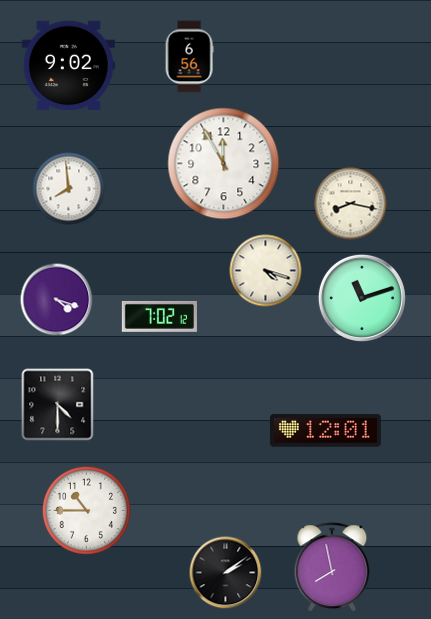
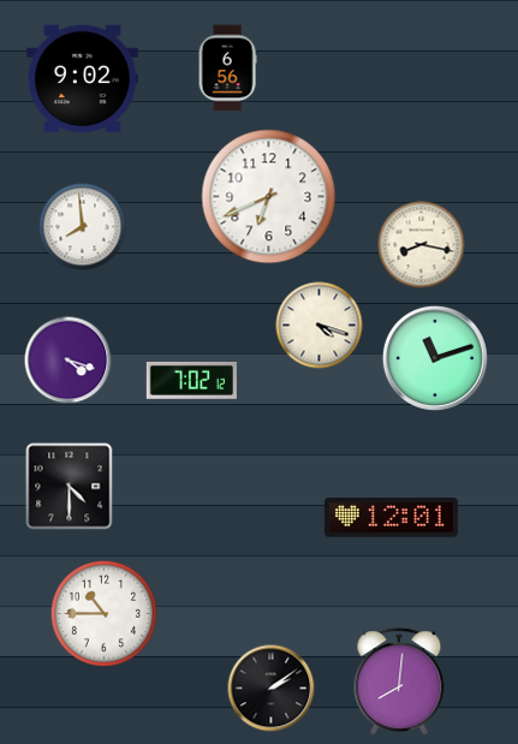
clock at (224, 164): 11:55 -> 6:41
clock at (332, 568): 7:58 -> 8:01
